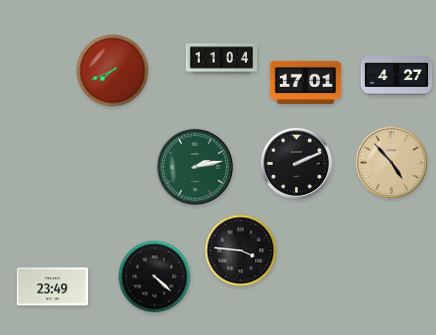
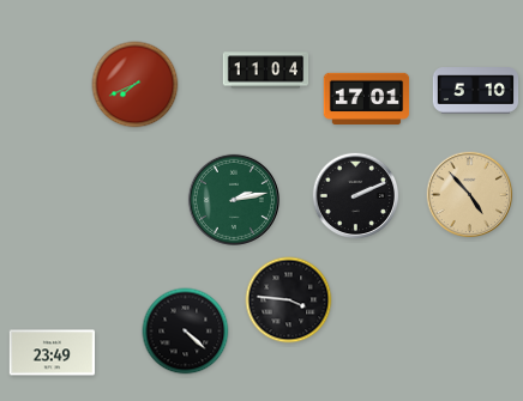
clock at (397, 76): 4:27 -> 5:10
clock at (53, 287) position: (53, 287) -> (53, 353)
